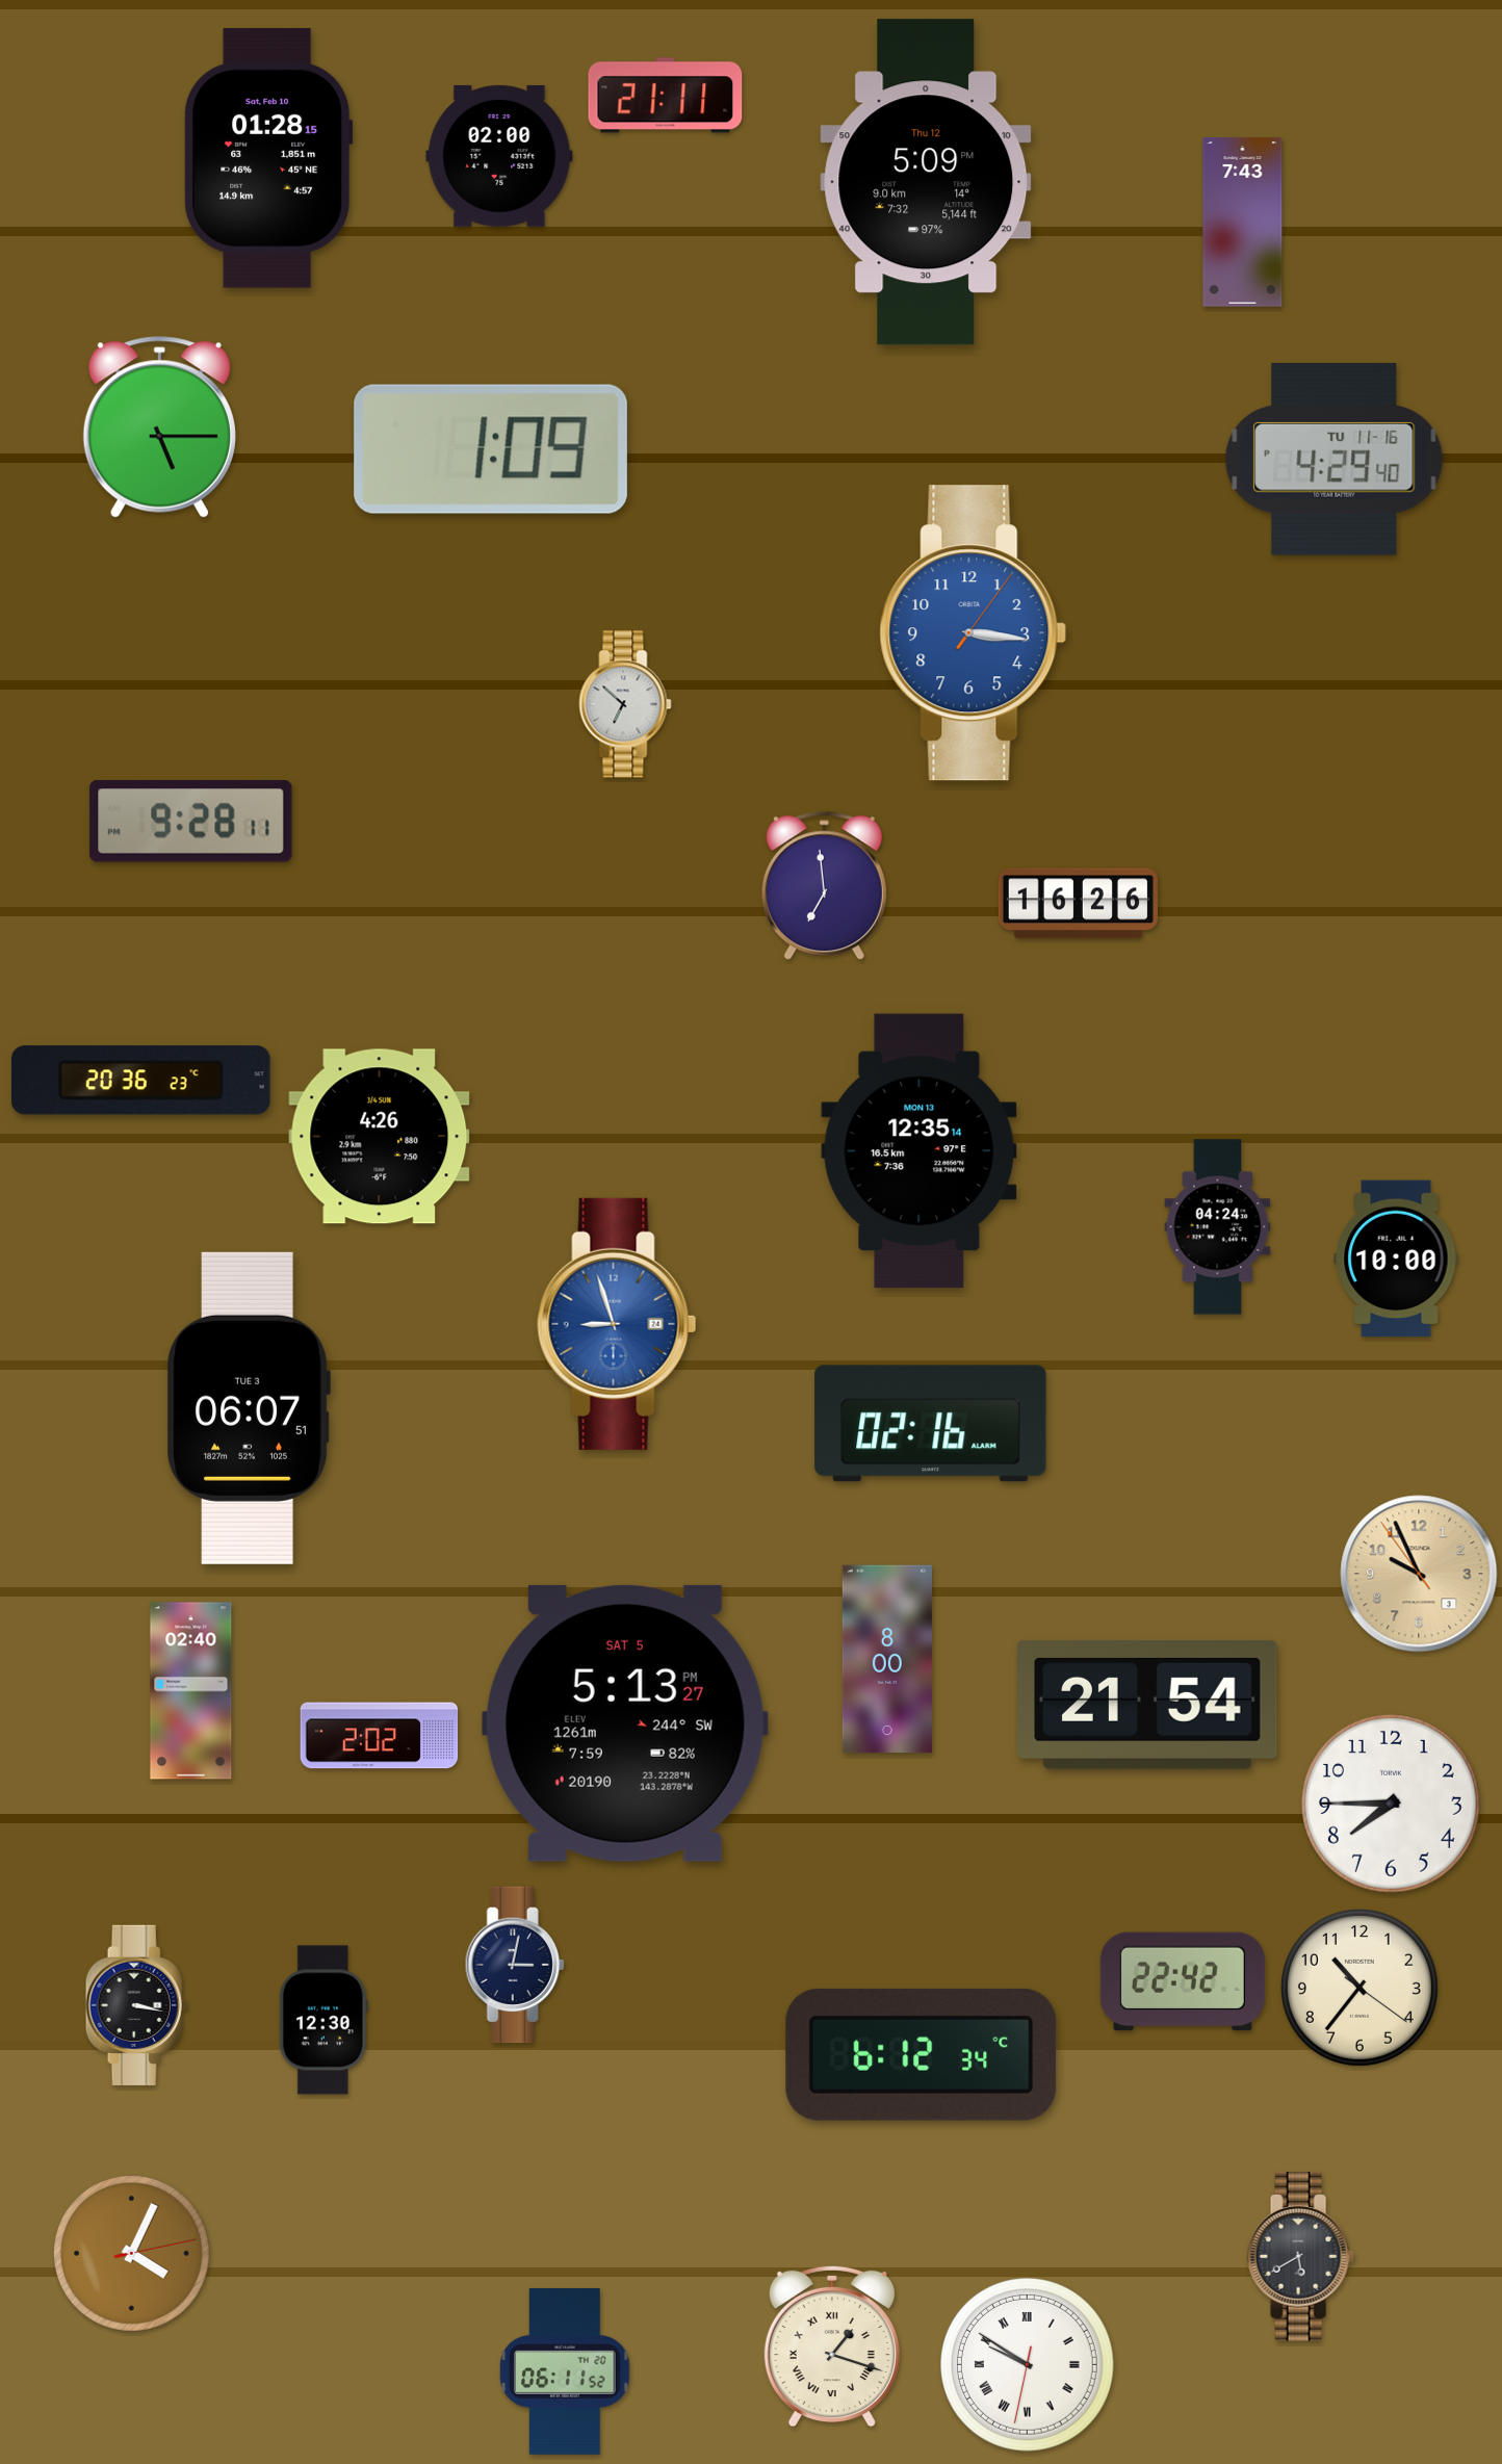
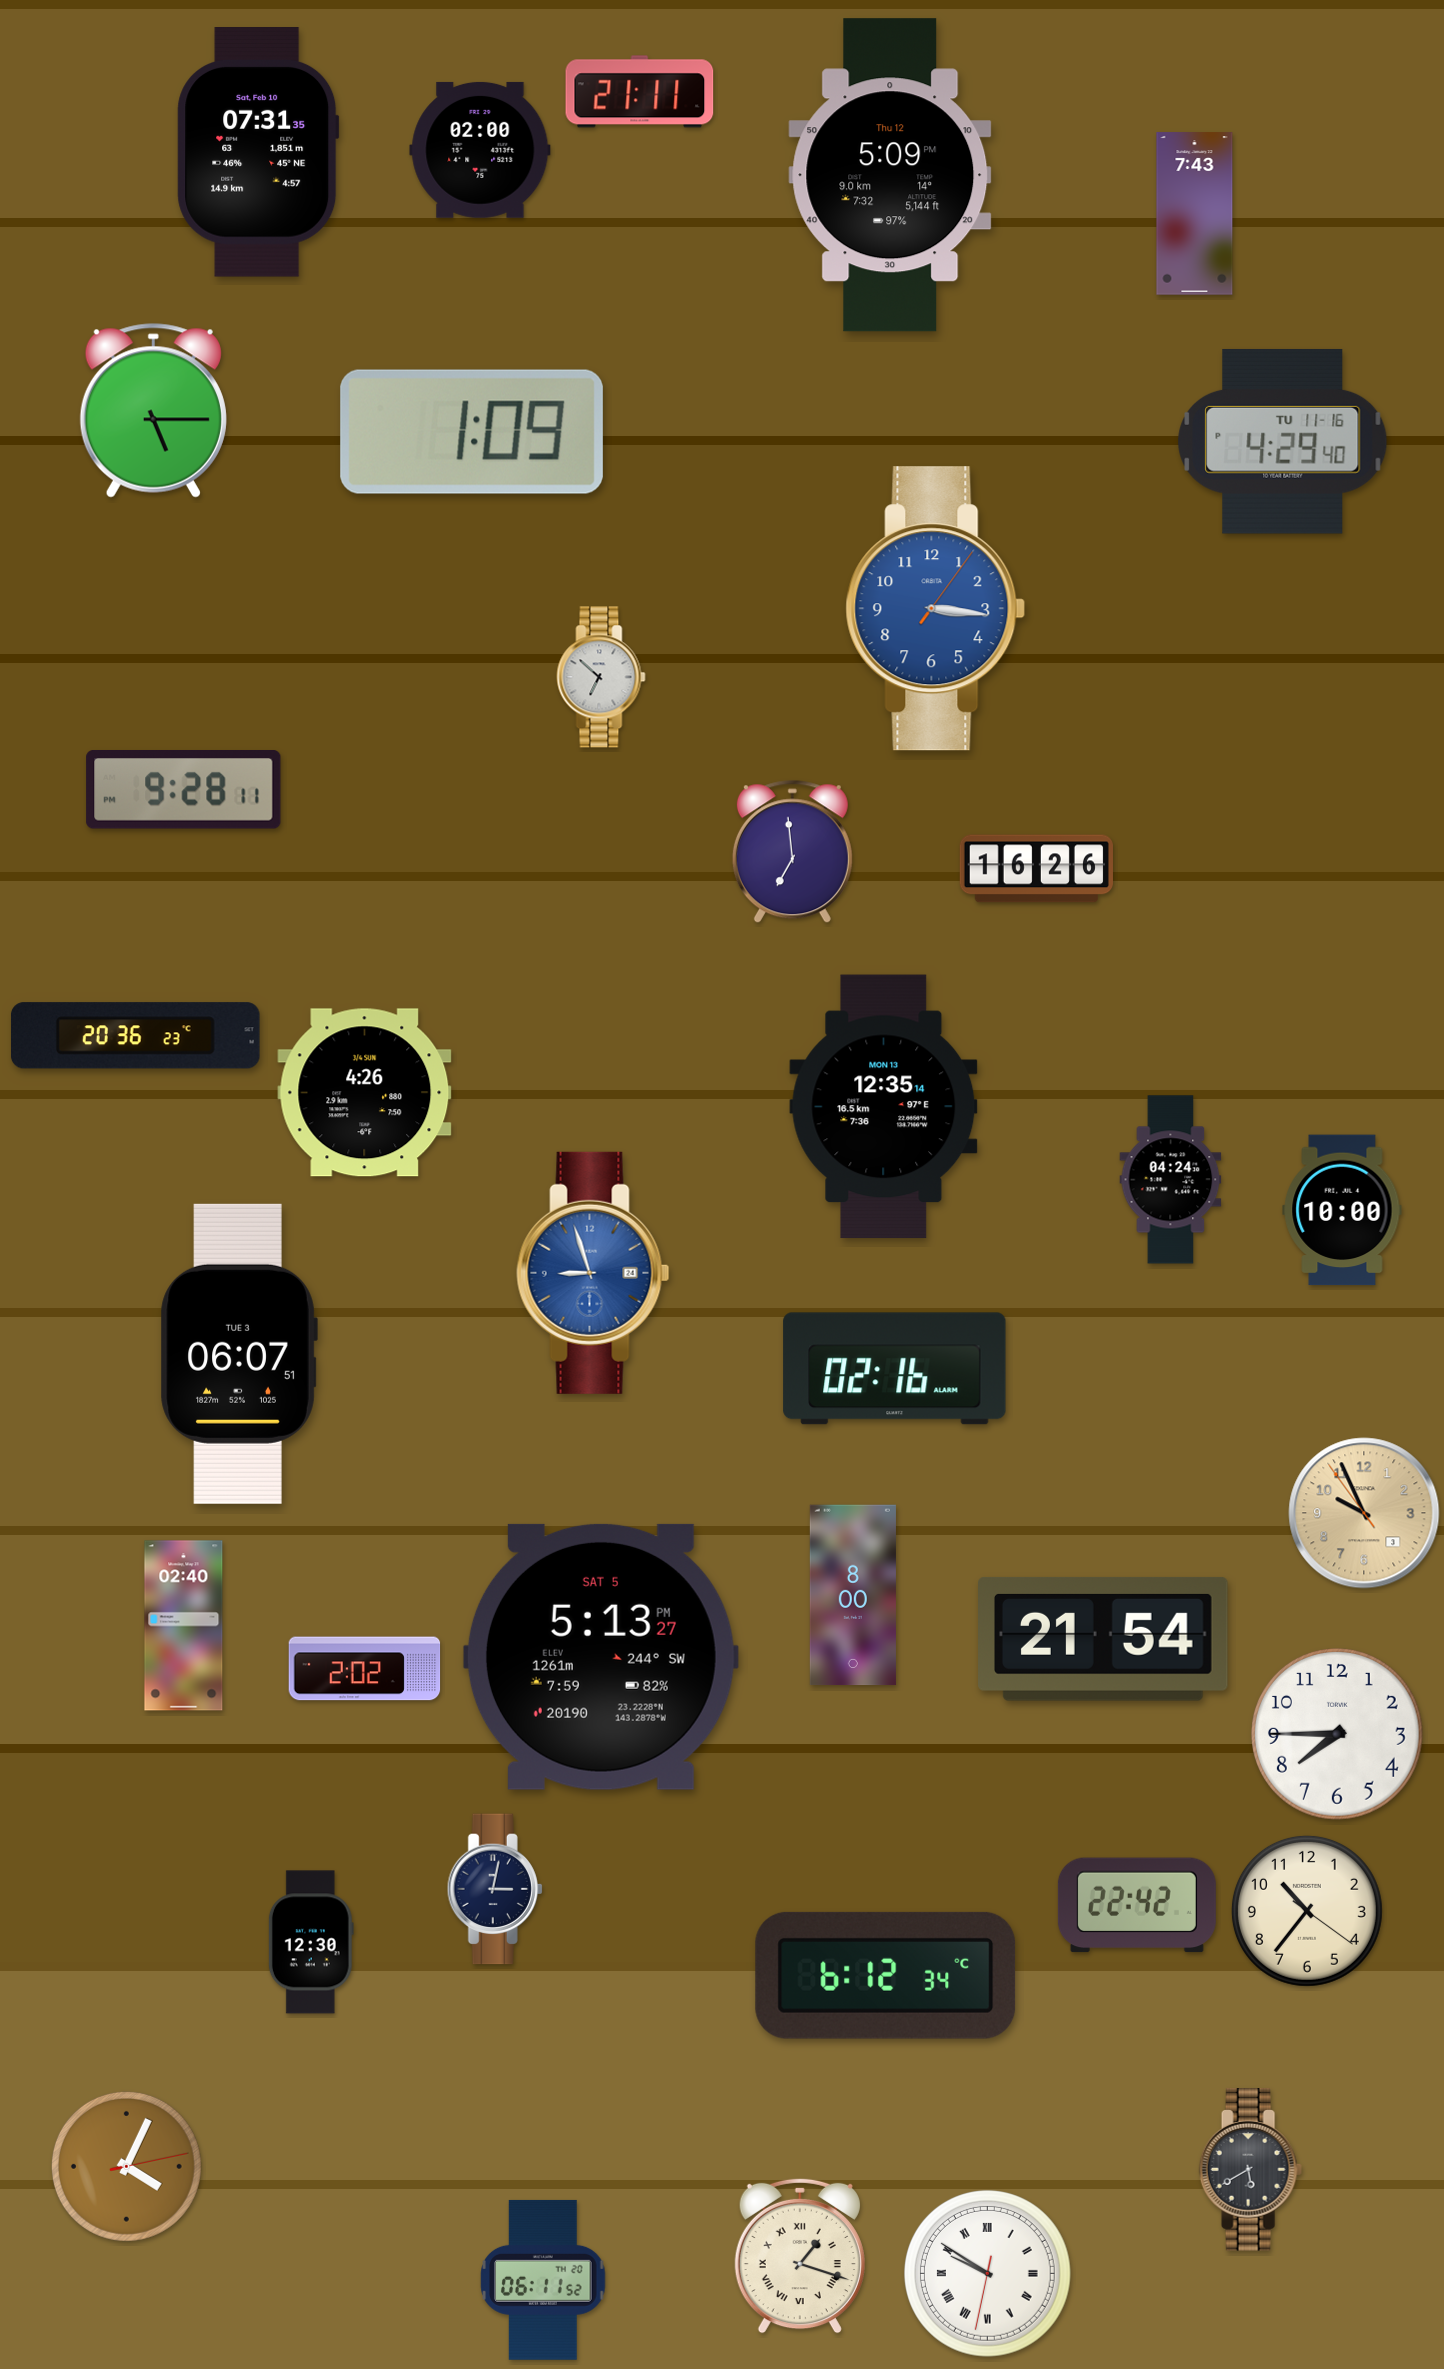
clock at (268, 158): 01:28 -> 07:31
clock at (140, 1081) position: (140, 1081) -> (135, 1036)
clock at (136, 2005): 3:17 -> none
